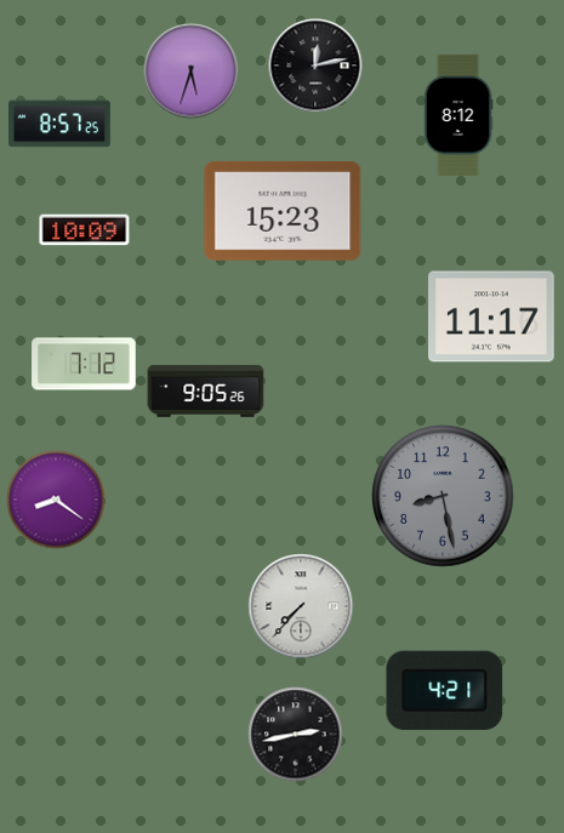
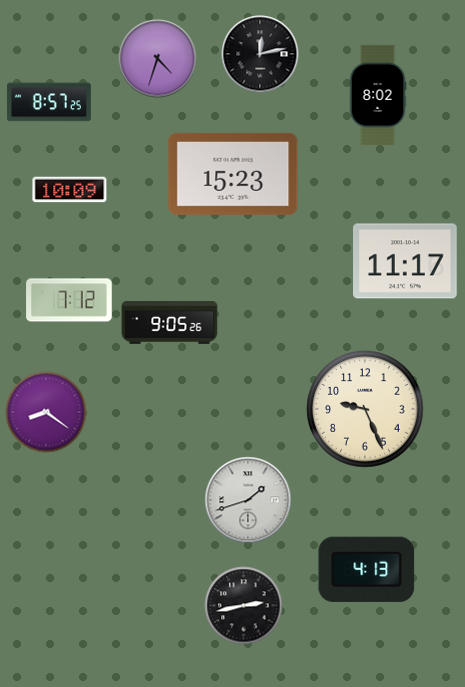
clock at (192, 72): 5:33 -> 4:33
clock at (458, 114): 8:12 -> 8:02
clock at (443, 496): 8:28 -> 9:26
clock at (443, 496) dial: grey -> cream
clock at (301, 606): 7:37 -> 1:42
clock at (445, 690): 4:21 -> 4:13
